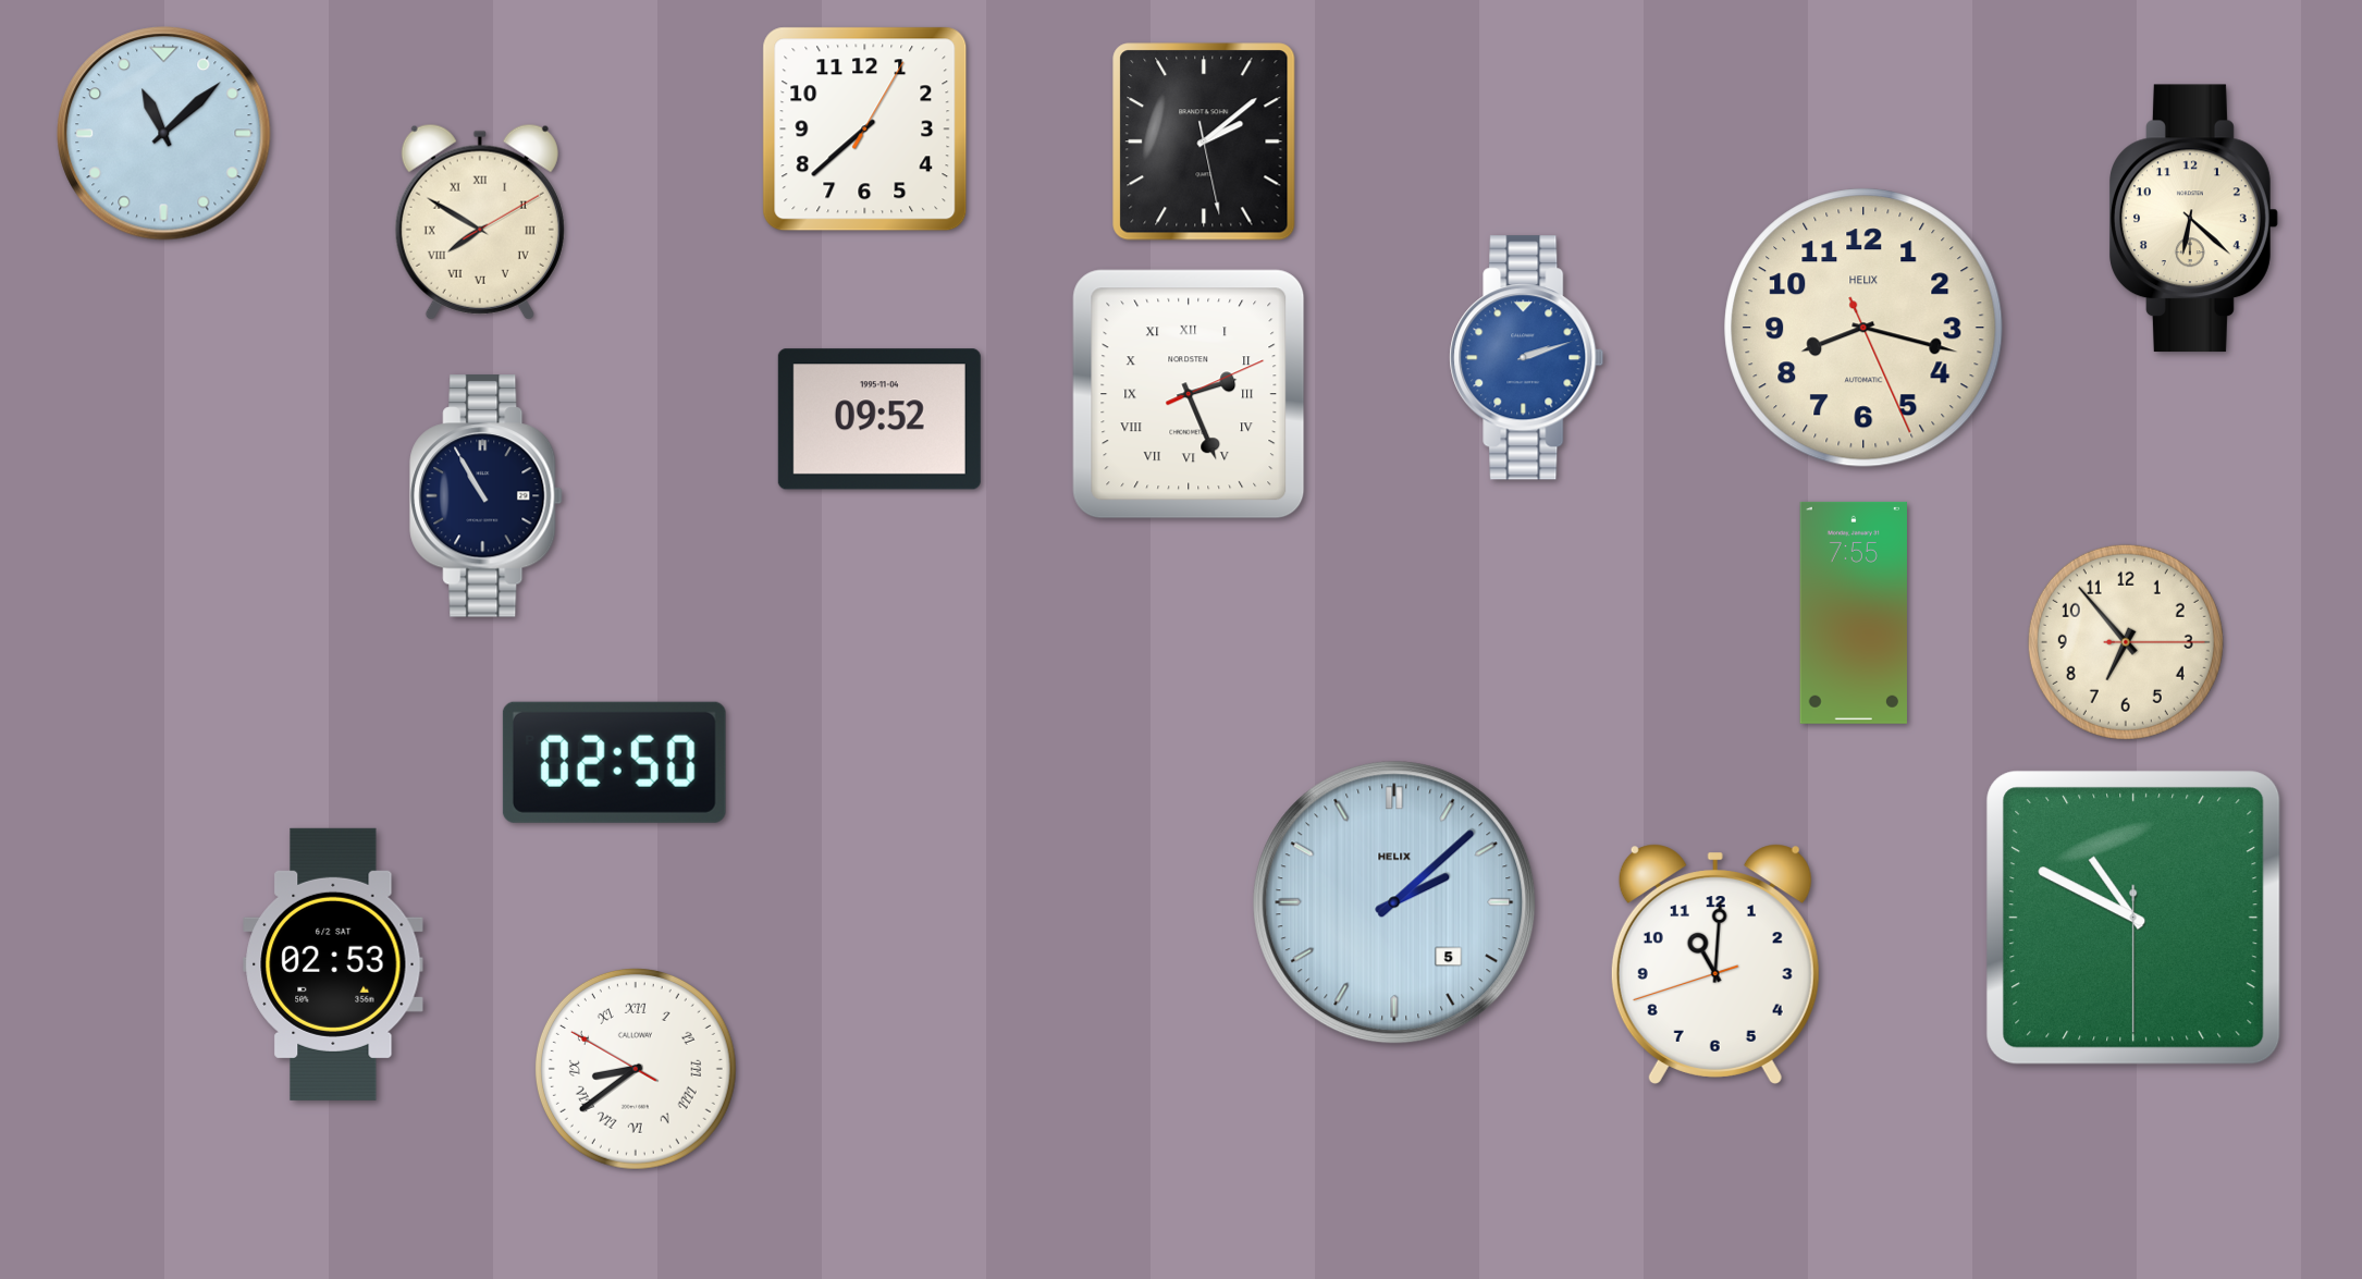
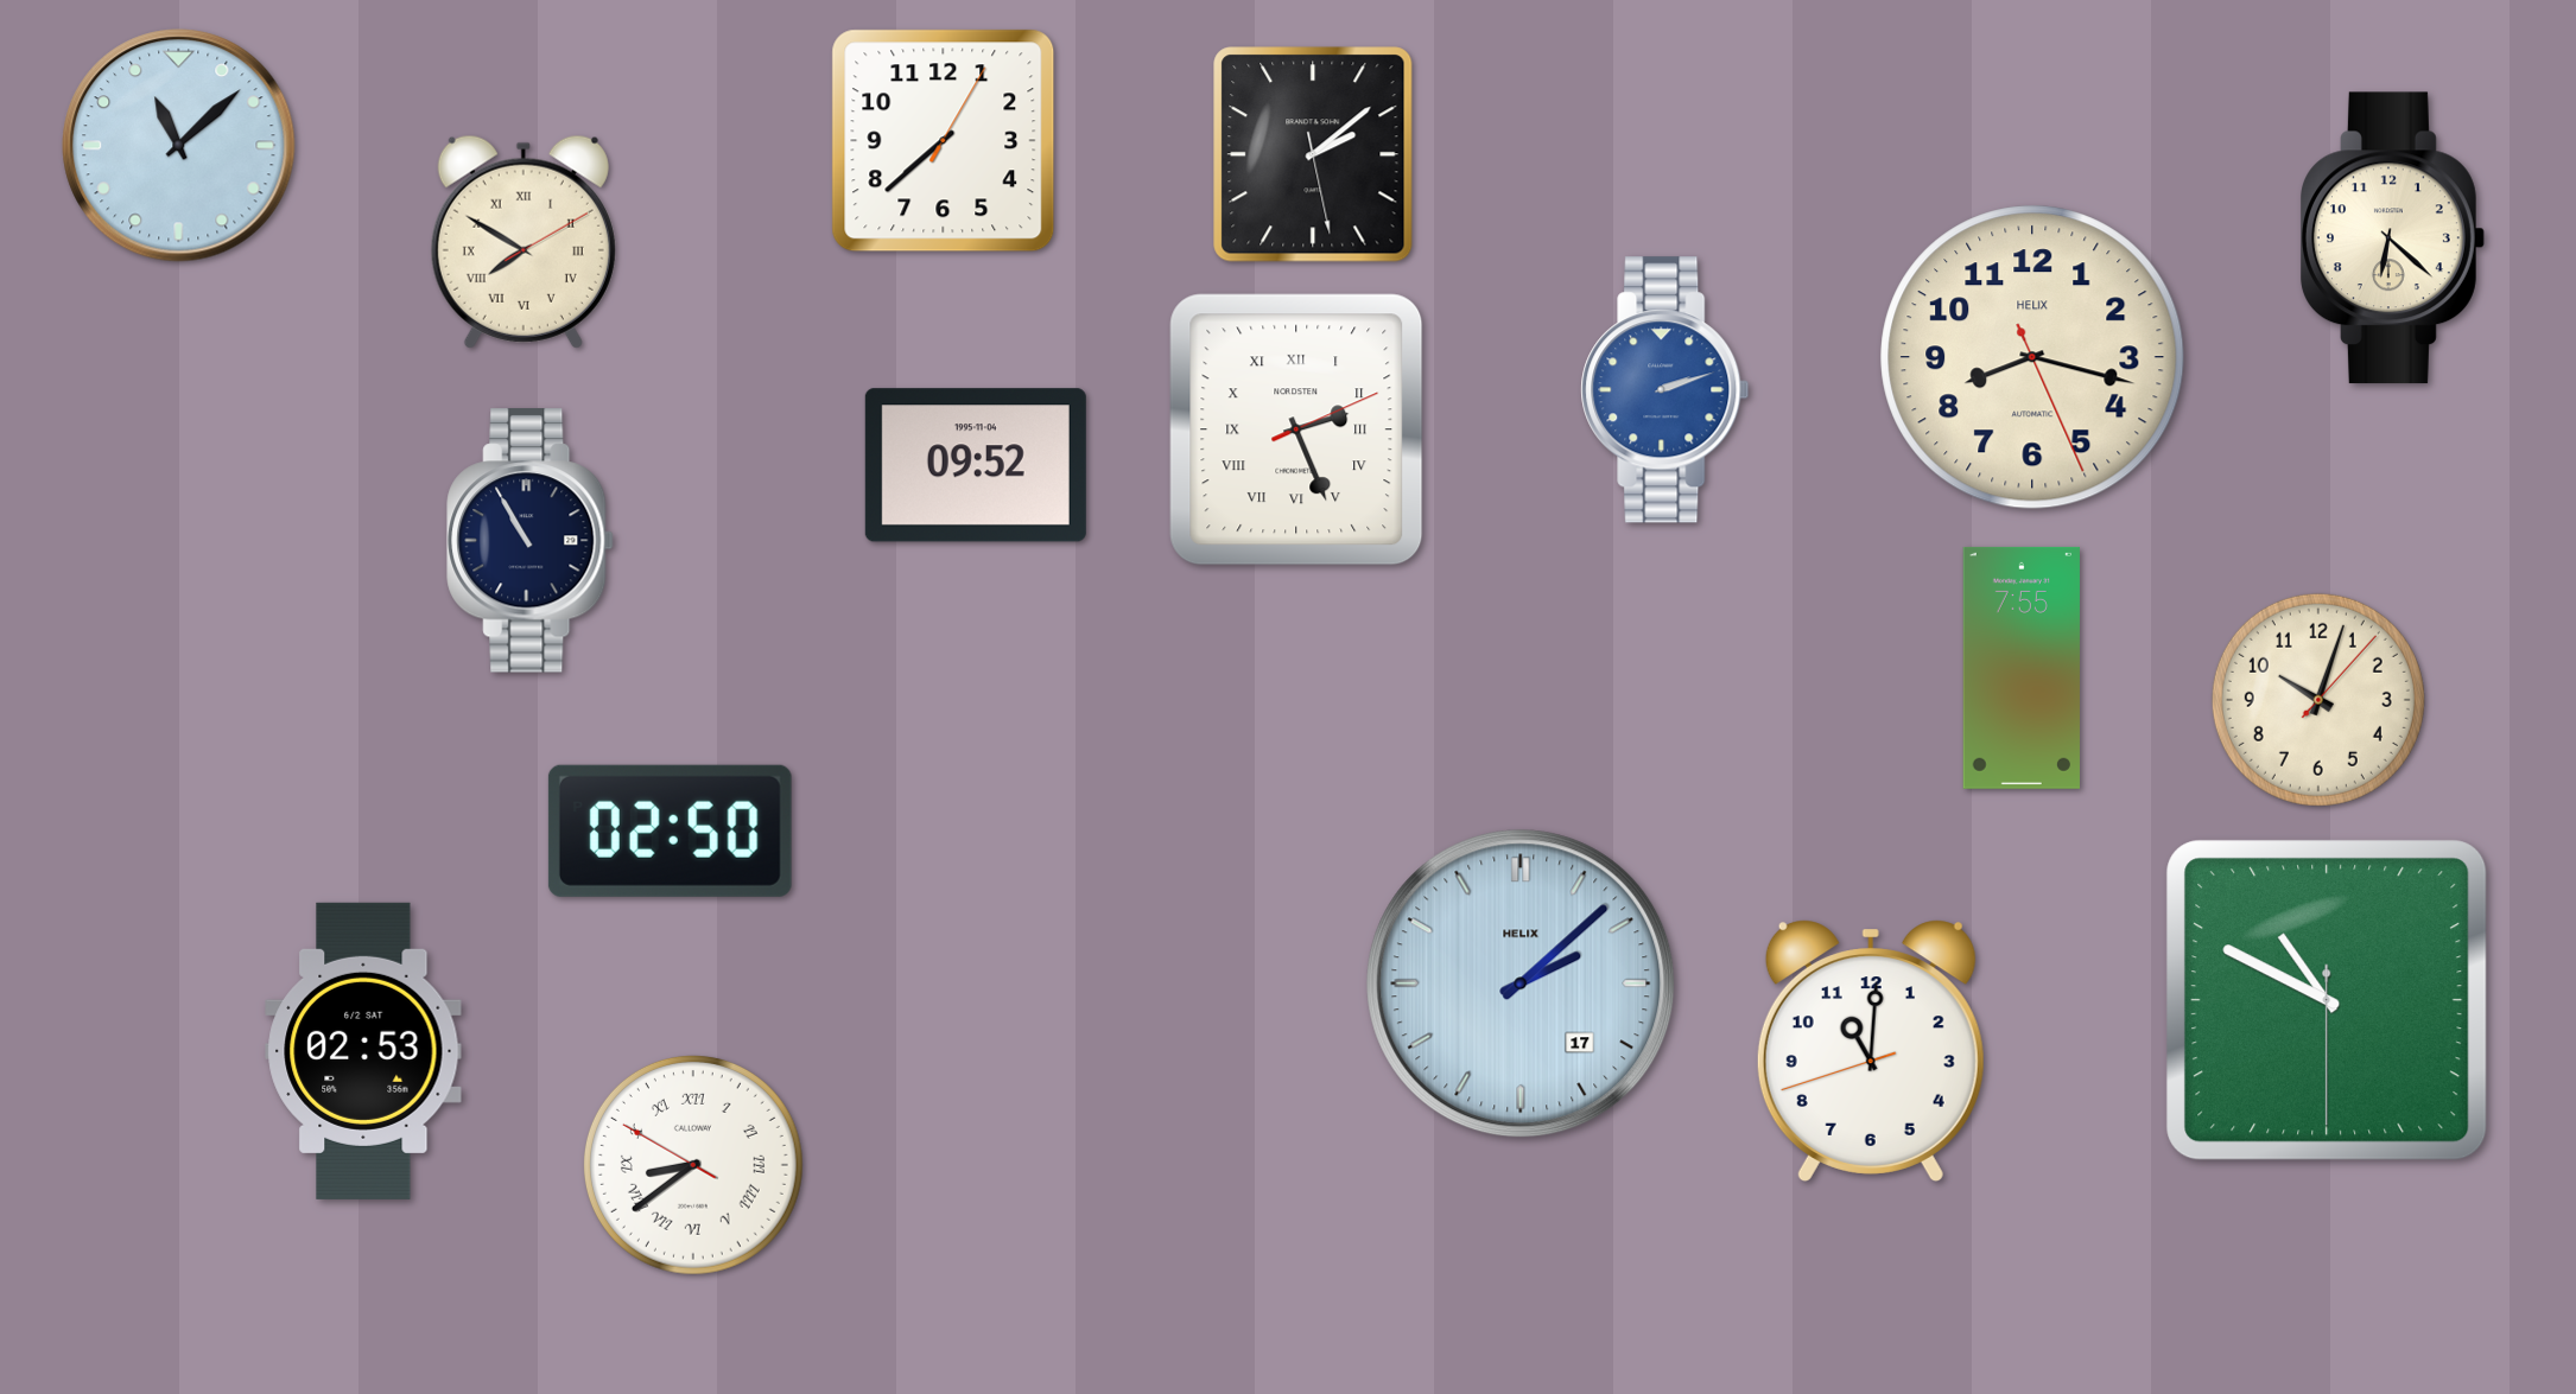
clock at (879, 419) position: (879, 419) -> (976, 465)
clock at (2126, 642): 6:53 -> 10:03
clock at (1394, 902) date: 5 -> 17
